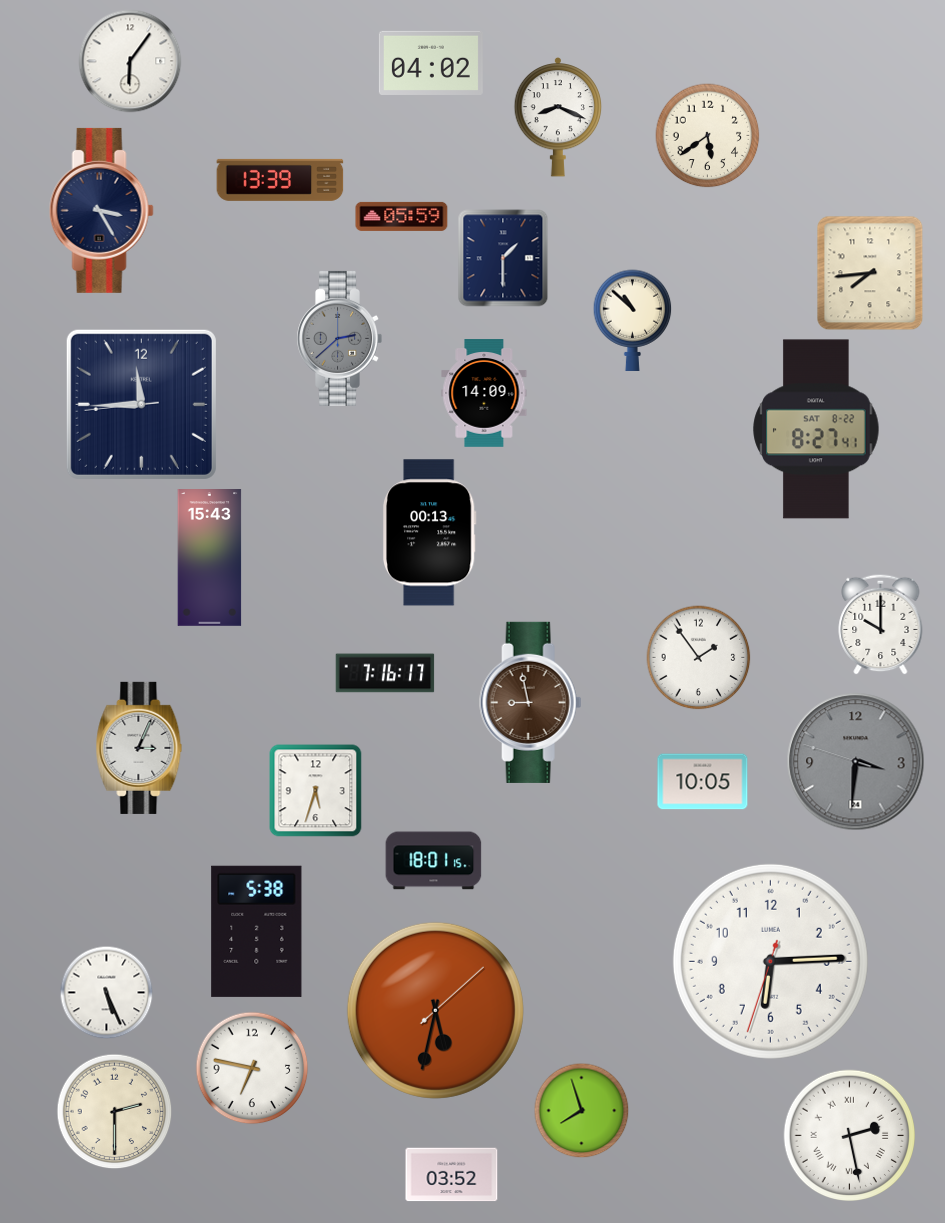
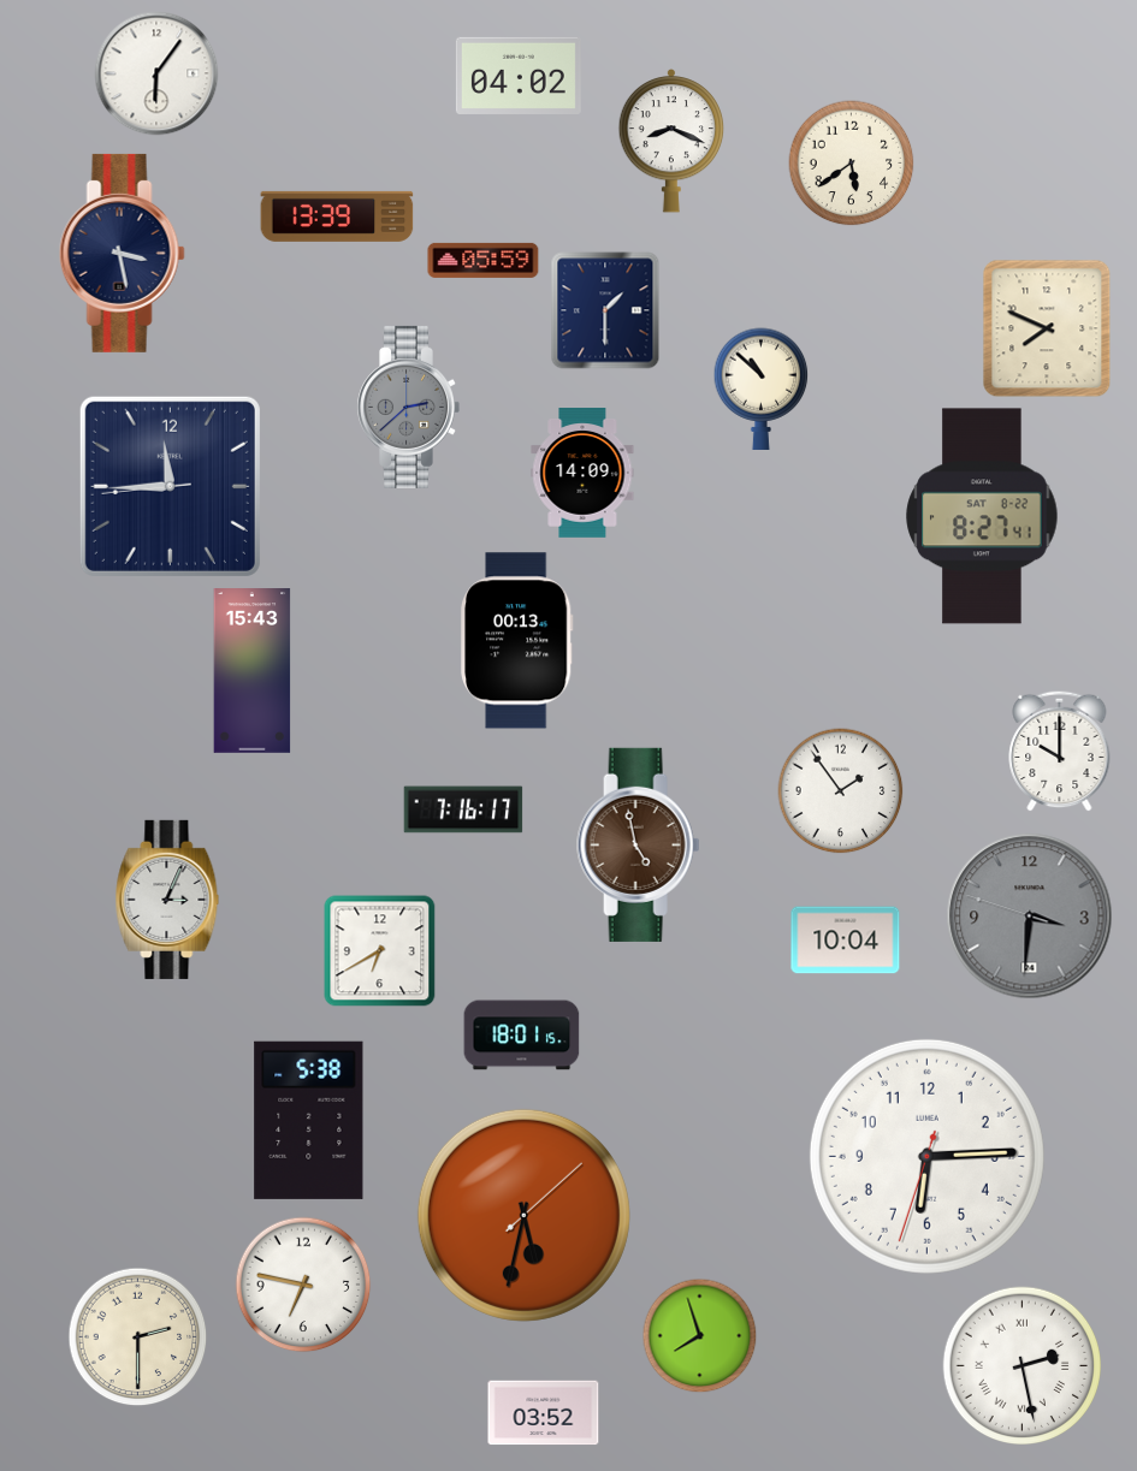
clock at (101, 210): 3:25 -> 3:28
clock at (870, 273): 7:44 -> 7:49
clock at (633, 320) position: (633, 320) -> (762, 388)
clock at (531, 702): 8:58 -> 4:58
clock at (703, 782): 10:05 -> 10:04
clock at (316, 791): 5:33 -> 6:40
clock at (107, 993): 5:26 -> none
